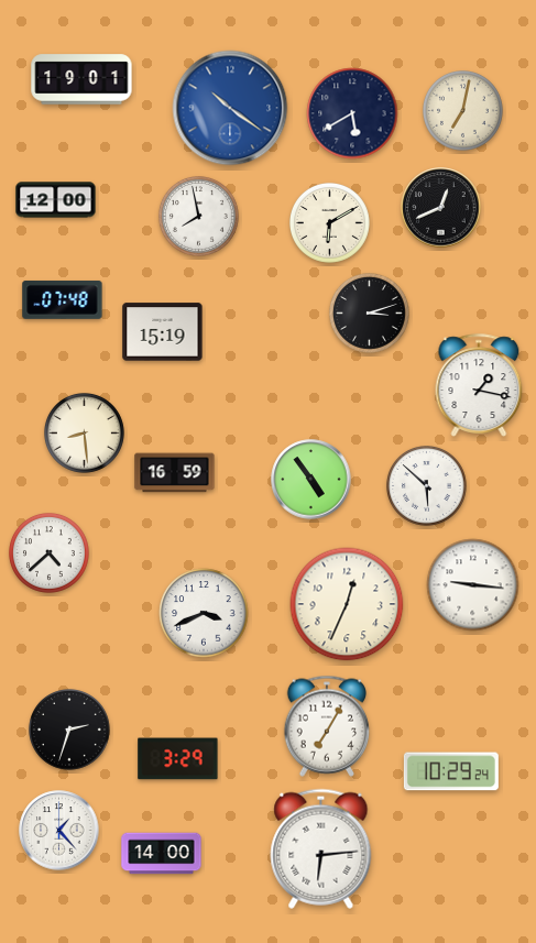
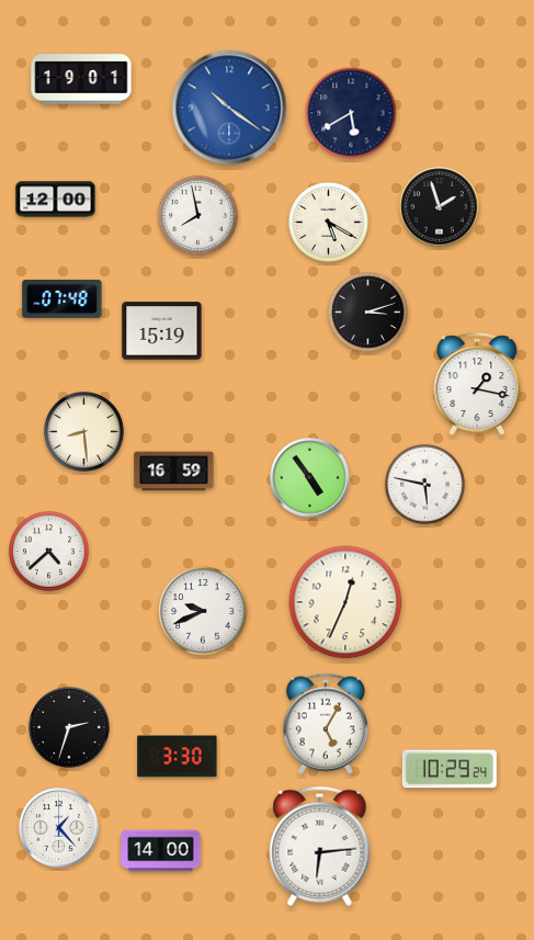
clock at (463, 111): 7:02 -> none
clock at (441, 208): 12:41 -> 1:57
clock at (330, 223): 6:10 -> 5:20
clock at (427, 486): 5:52 -> 5:47
clock at (473, 585): 9:16 -> none
clock at (204, 613): 3:41 -> 9:41
clock at (326, 726): 7:05 -> 5:05
clock at (178, 759): 3:29 -> 3:30
